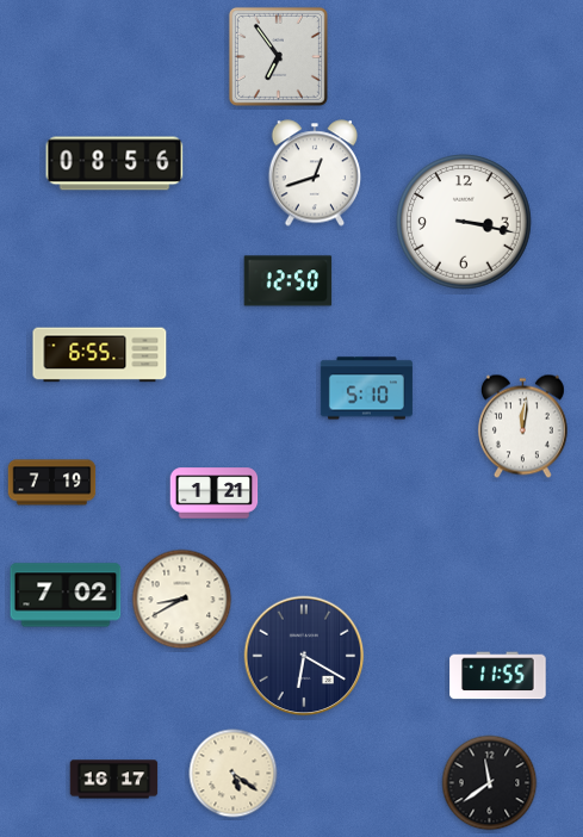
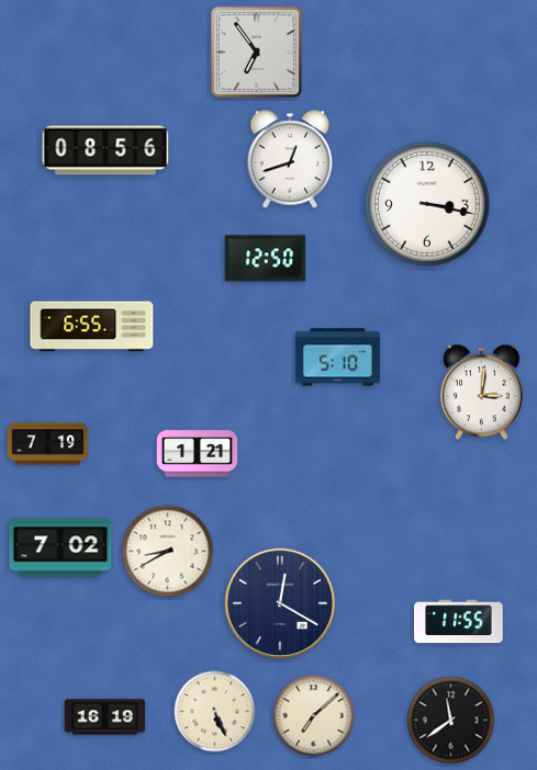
clock at (522, 427): 12:01 -> 3:01
clock at (304, 656): 6:20 -> 12:20
clock at (234, 774): 5:21 -> 5:26
clock at (314, 716): none -> 7:08
clock at (114, 780): 16:17 -> 16:19
